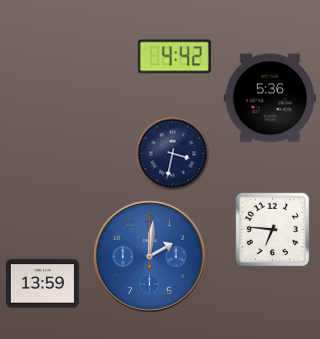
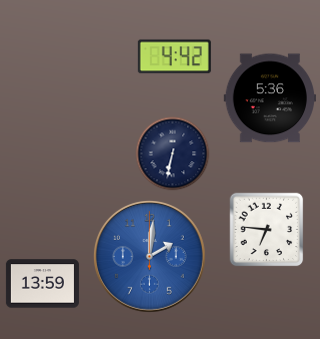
clock at (173, 154): 3:32 -> 6:32
clock at (273, 230) position: (273, 230) -> (267, 230)
